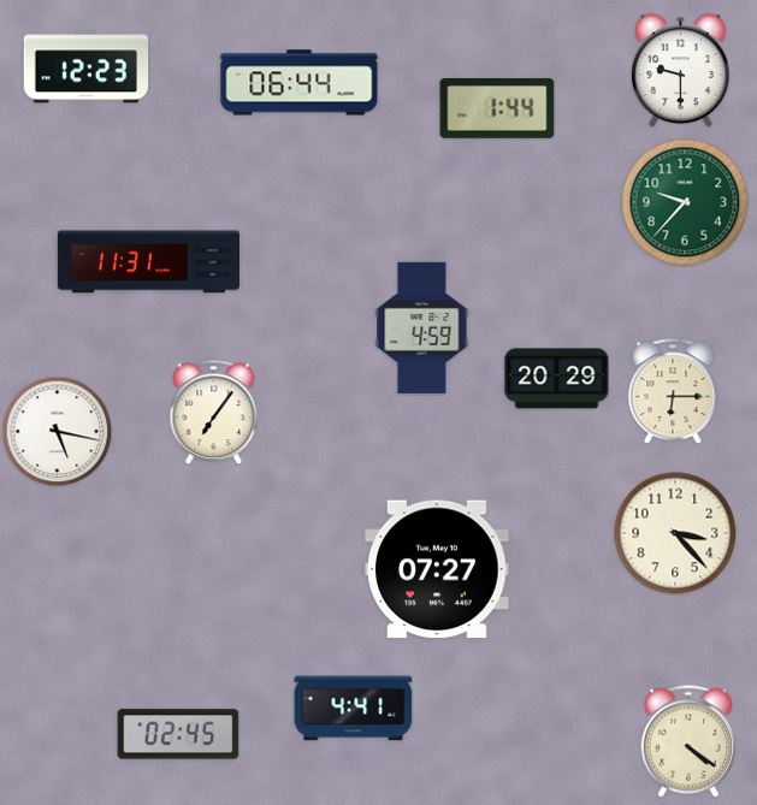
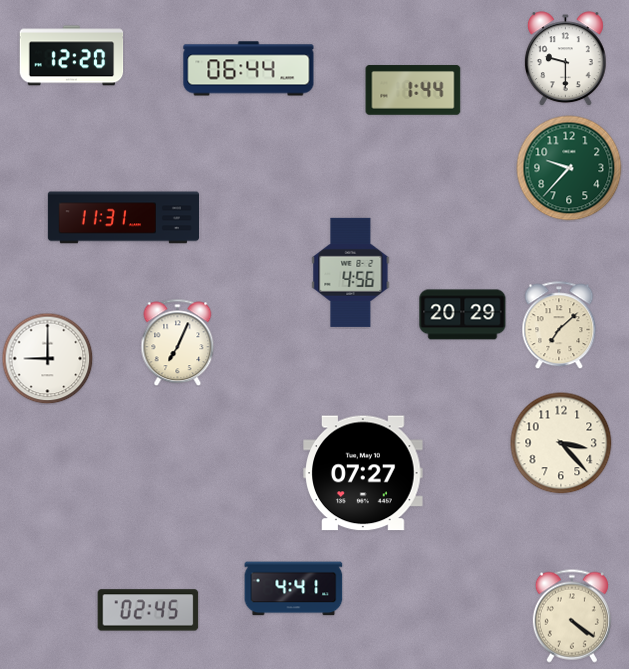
clock at (87, 67): 12:23 -> 12:20
clock at (422, 327): 4:59 -> 4:56
clock at (673, 391): 6:15 -> 7:08
clock at (214, 412): 7:06 -> 7:04
clock at (57, 431): 5:17 -> 9:00
